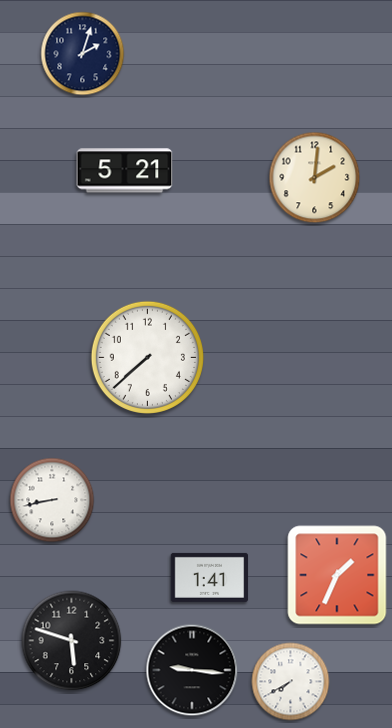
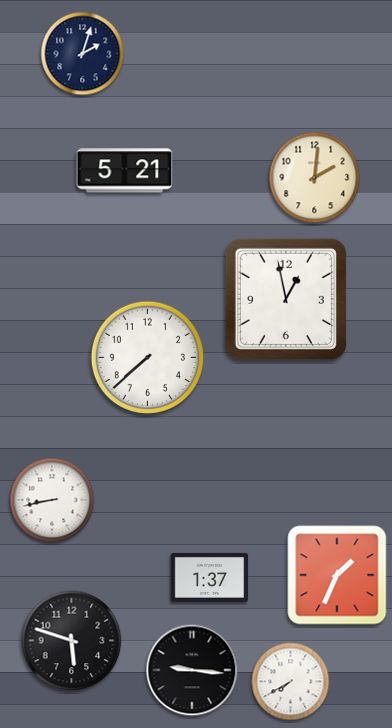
clock at (286, 299): none -> 12:58
clock at (210, 577): 1:41 -> 1:37
